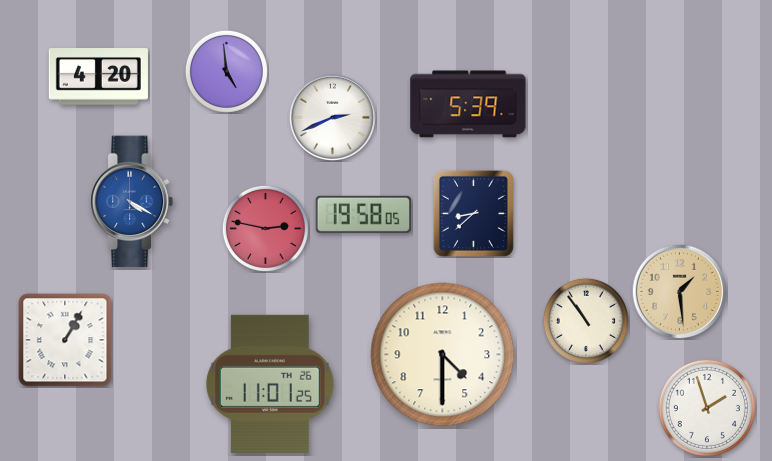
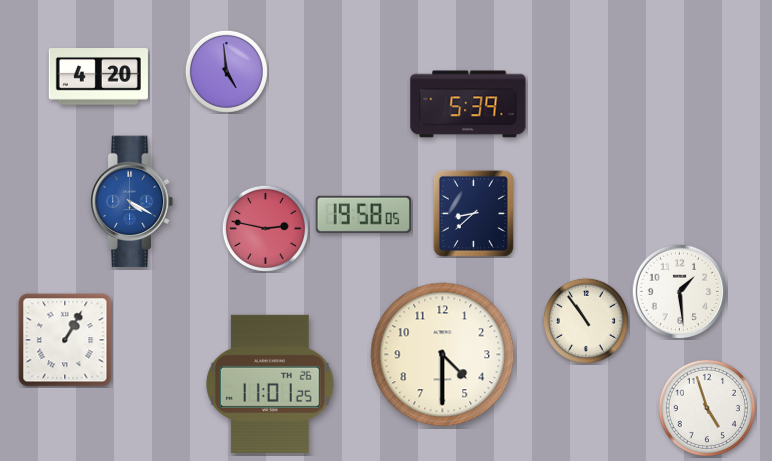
clock at (332, 117): 2:41 -> none
clock at (679, 291) dial: champagne -> white
clock at (706, 407): 1:57 -> 4:57
